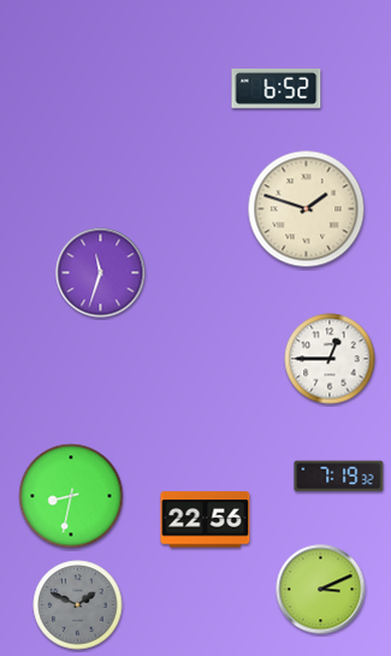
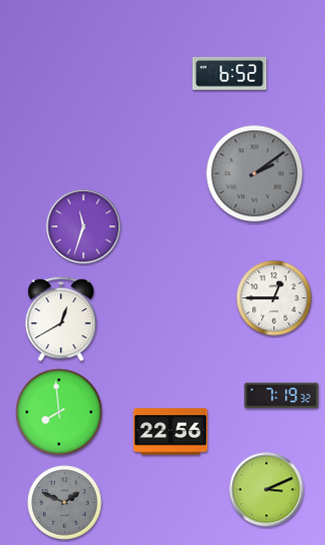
clock at (307, 209): 1:48 -> 2:09
clock at (307, 209) dial: cream -> grey
clock at (61, 319): none -> 12:40
clock at (71, 496): 8:32 -> 7:59
